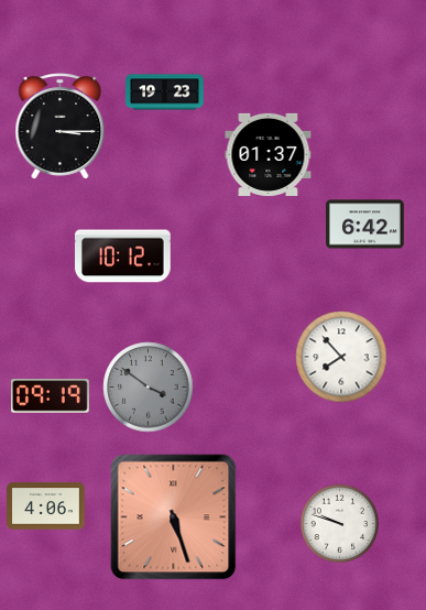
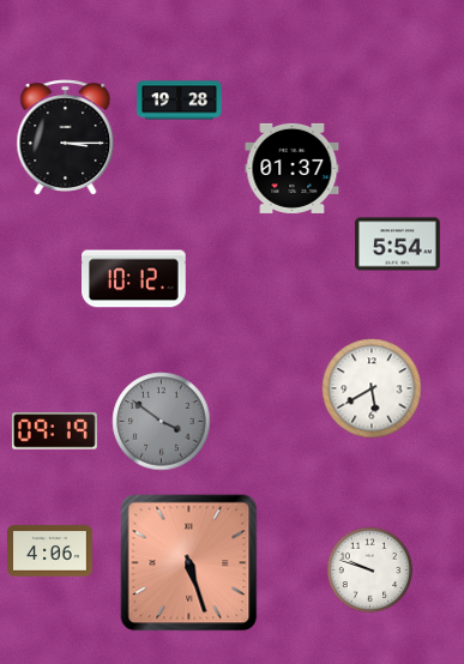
clock at (165, 92): 19:23 -> 19:28
clock at (365, 225): 6:42 -> 5:54
clock at (341, 357): 7:53 -> 5:40
